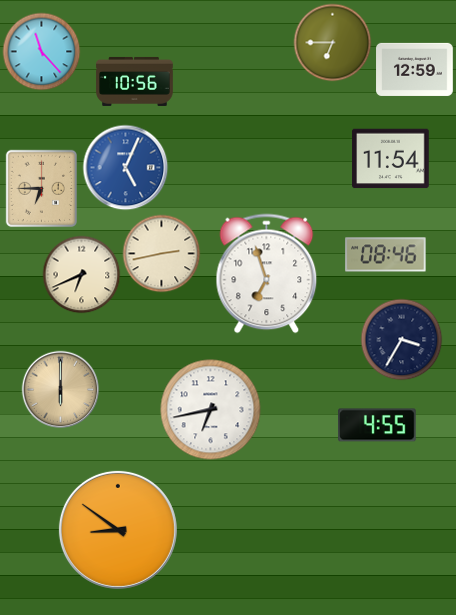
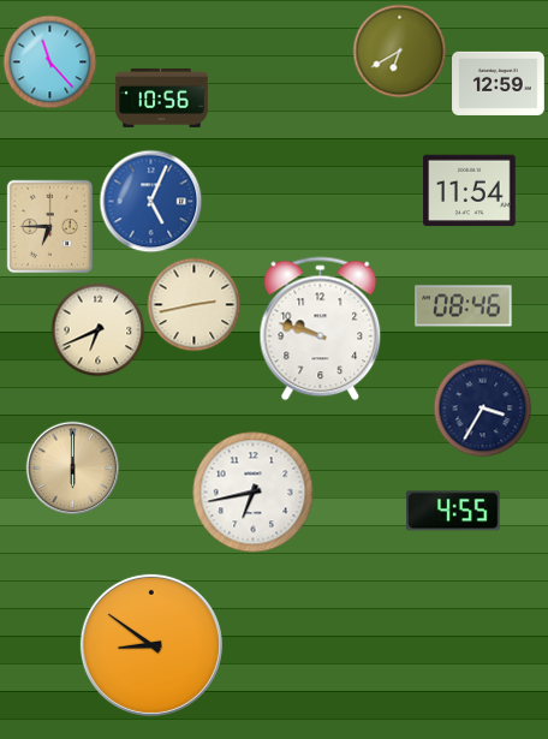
clock at (332, 42): 6:45 -> 6:40
clock at (267, 274): 6:57 -> 9:48
clock at (118, 530) position: (118, 530) -> (151, 645)
